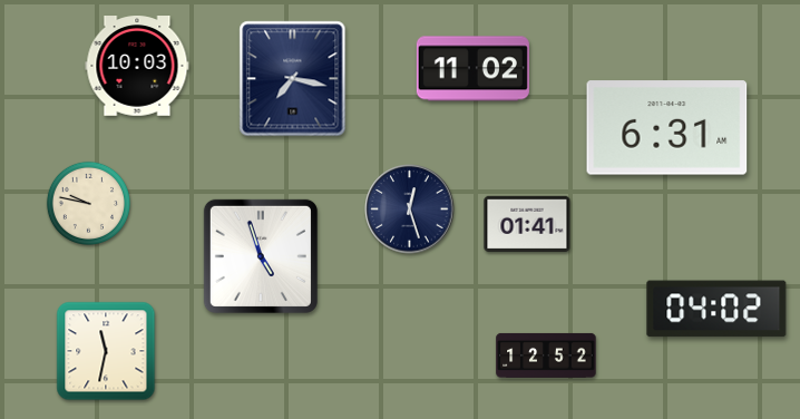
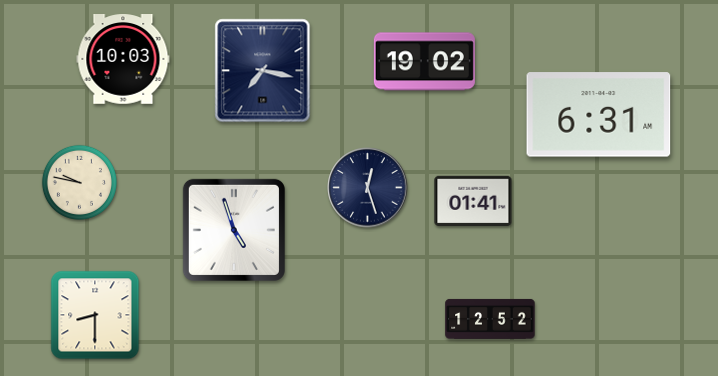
clock at (472, 69): 11:02 -> 19:02
clock at (716, 309): 04:02 -> none
clock at (106, 351): 11:32 -> 8:30
